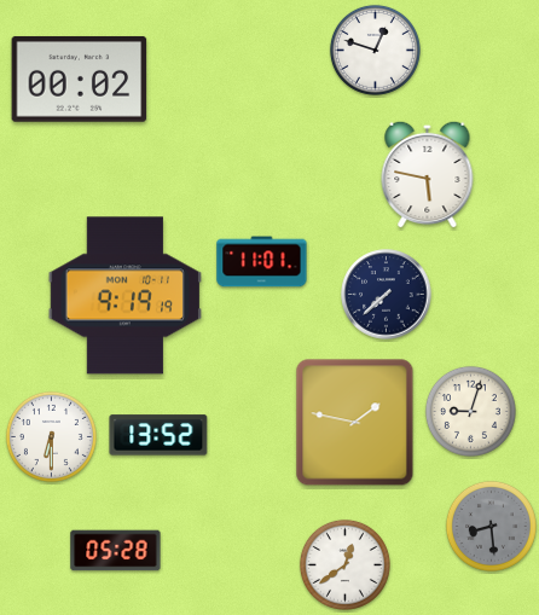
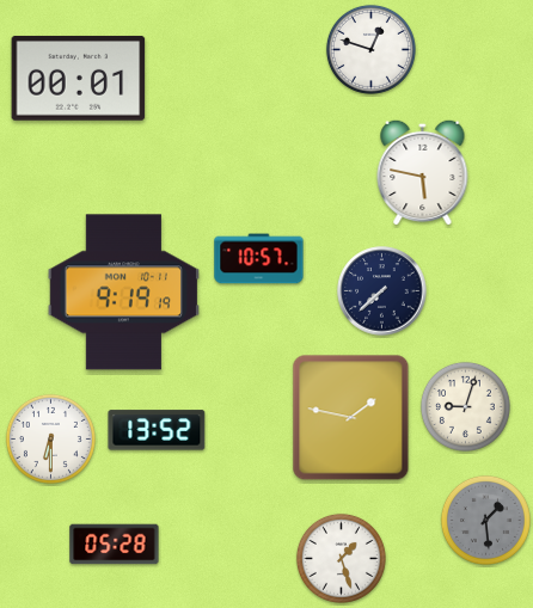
clock at (80, 79): 00:02 -> 00:01
clock at (262, 262): 11:01 -> 10:57
clock at (51, 436) position: (51, 436) -> (50, 438)
clock at (491, 526): 8:29 -> 1:29
clock at (344, 564): 12:39 -> 1:27
